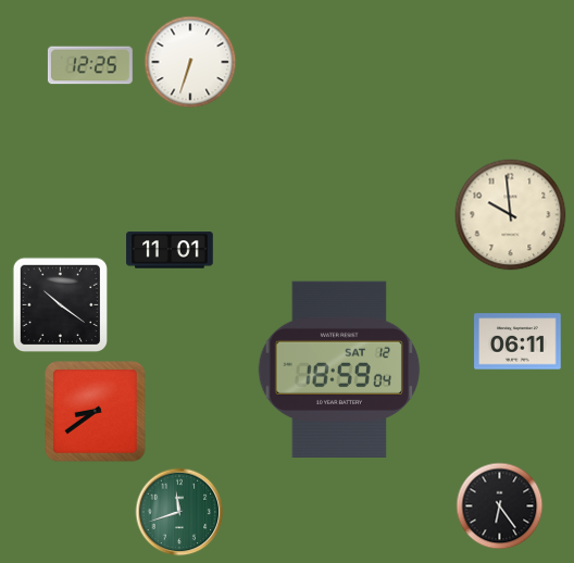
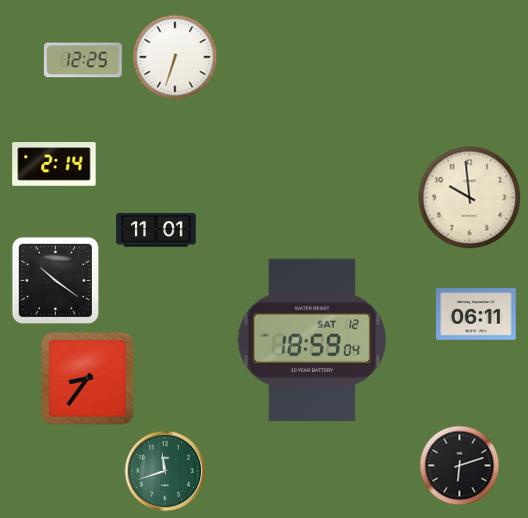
clock at (54, 164): none -> 2:14
clock at (96, 412): 8:39 -> 8:36
clock at (500, 506): 6:24 -> 6:12
